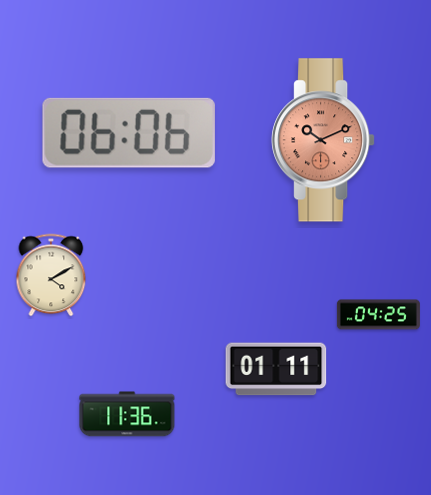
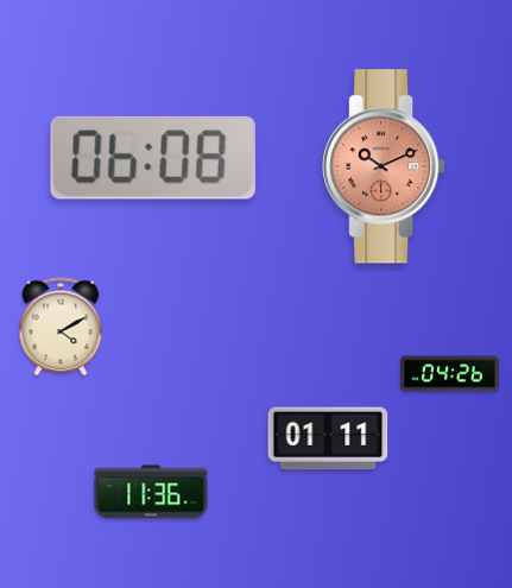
clock at (129, 133): 06:06 -> 06:08
clock at (378, 315): 04:25 -> 04:26
